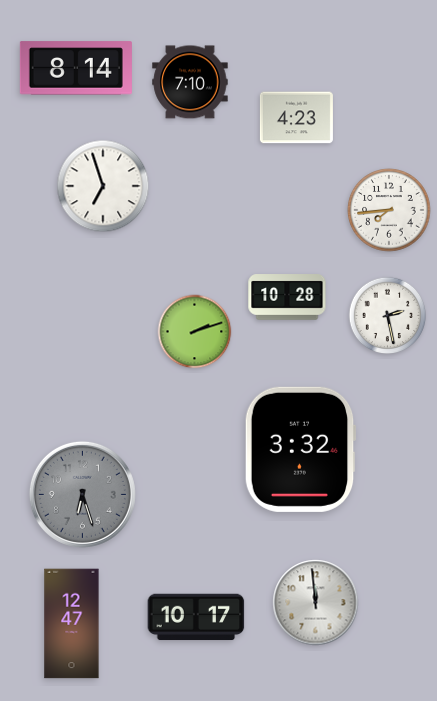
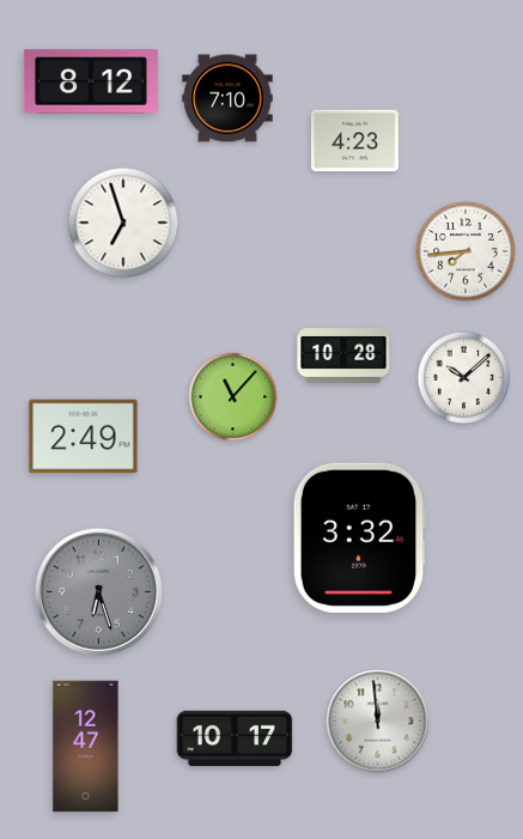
clock at (76, 68): 8:14 -> 8:12
clock at (388, 316): 2:28 -> 10:08
clock at (195, 332): 2:12 -> 11:07
clock at (84, 437): none -> 2:49
